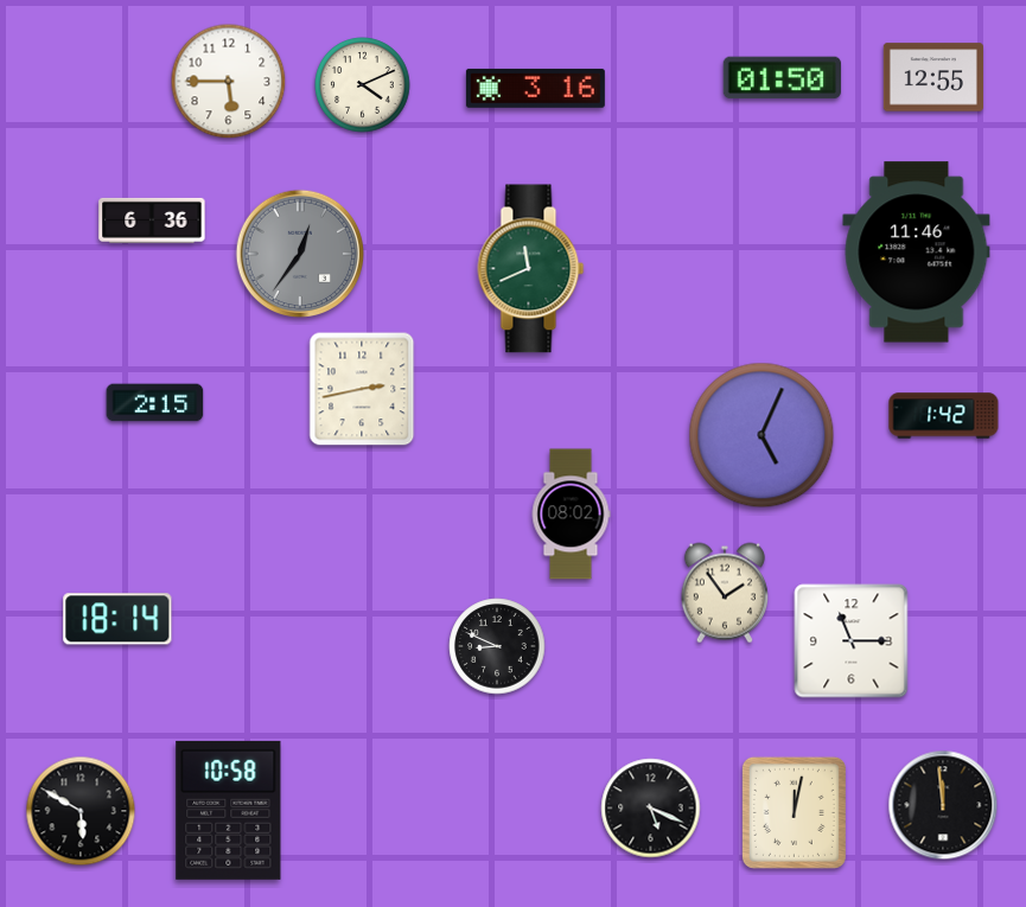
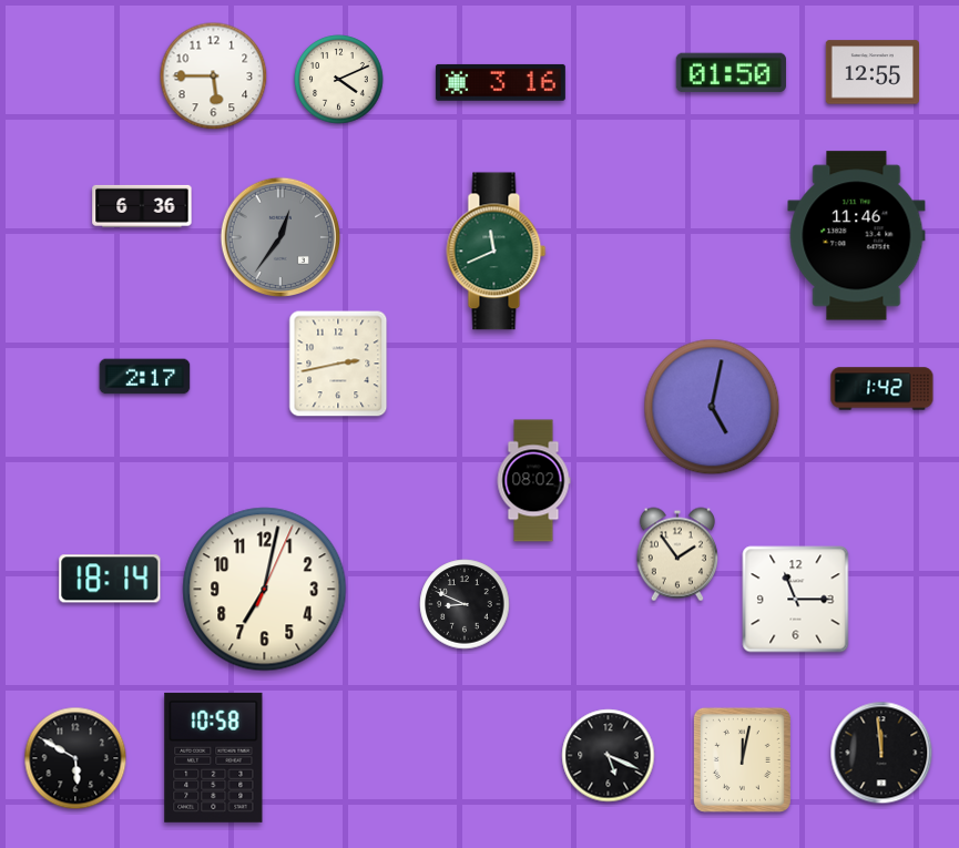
clock at (155, 403): 2:15 -> 2:17
clock at (761, 435): 5:04 -> 5:02
clock at (265, 590): none -> 7:02
